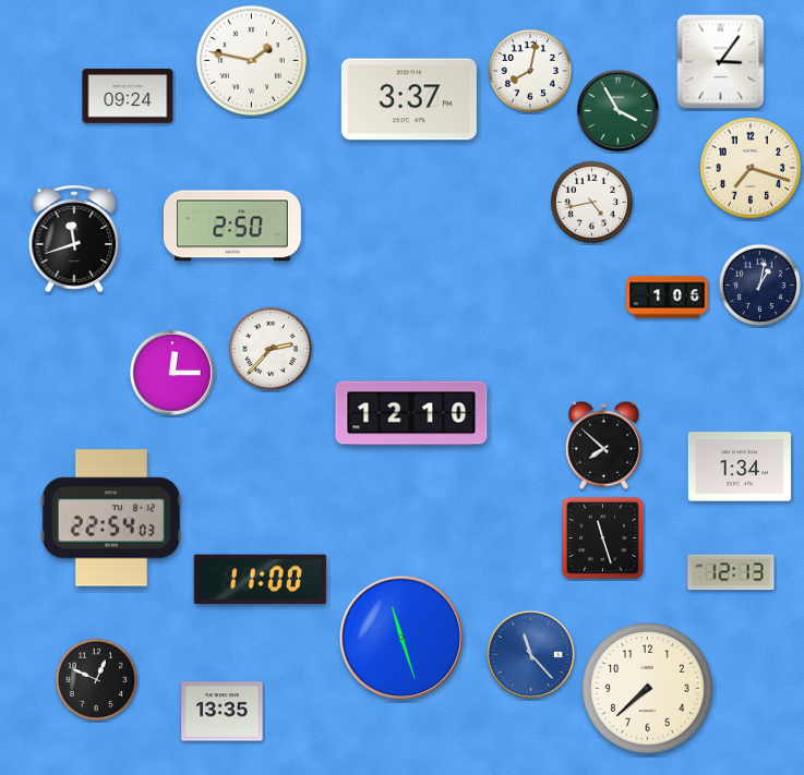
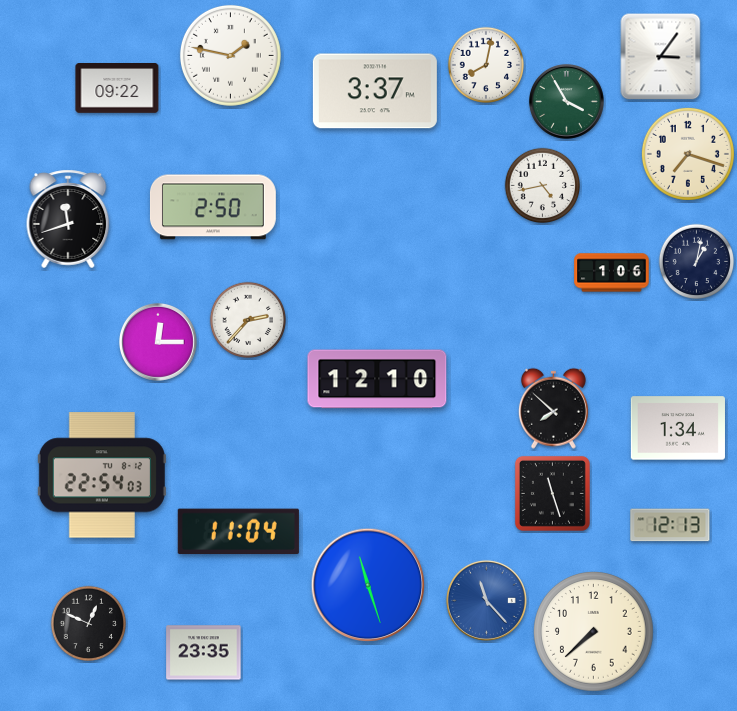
clock at (128, 97): 09:24 -> 09:22
clock at (260, 580): 11:00 -> 11:04
clock at (223, 712): 13:35 -> 23:35
